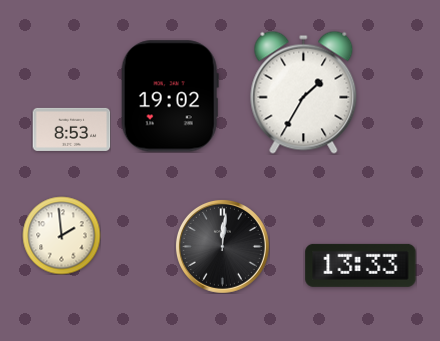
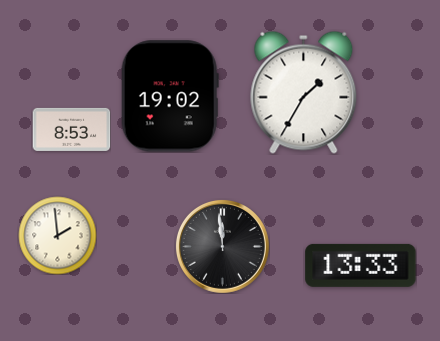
clock at (61, 235) position: (61, 235) -> (57, 235)
clock at (222, 246): 12:01 -> 11:59
